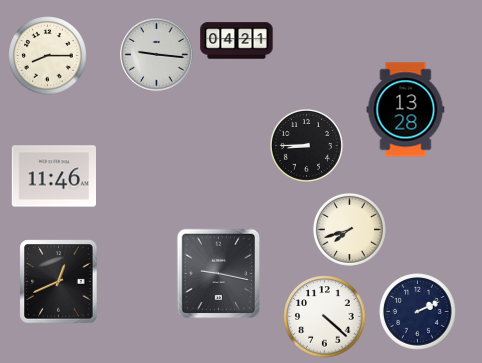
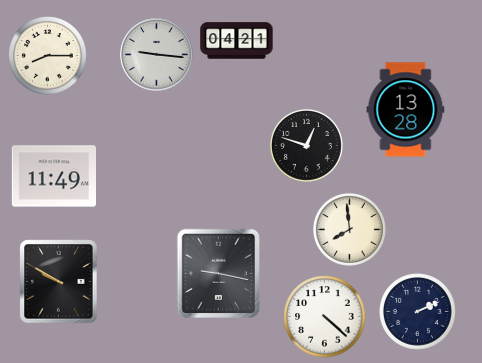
clock at (306, 145): 8:45 -> 12:48
clock at (53, 176): 11:46 -> 11:49
clock at (349, 229): 7:42 -> 7:59
clock at (59, 282): 12:41 -> 9:50
